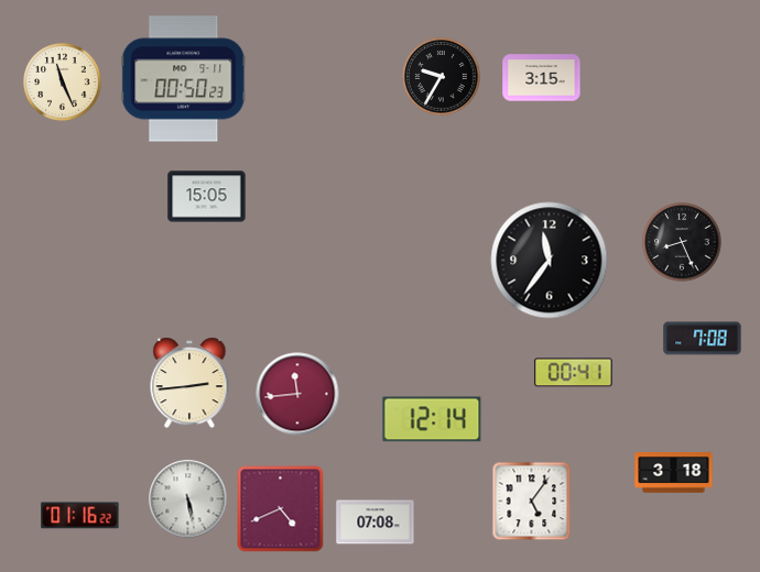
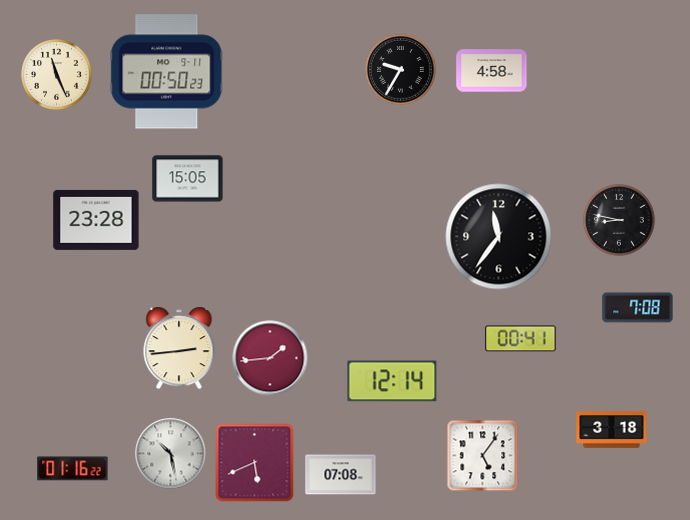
clock at (542, 78): 3:15 -> 4:58
clock at (96, 220): none -> 23:28
clock at (682, 242): 8:26 -> 8:47
clock at (189, 383) position: (189, 383) -> (179, 348)
clock at (297, 394): 11:44 -> 1:44
clock at (188, 499): 5:28 -> 10:28
clock at (281, 509): 4:41 -> 5:41
